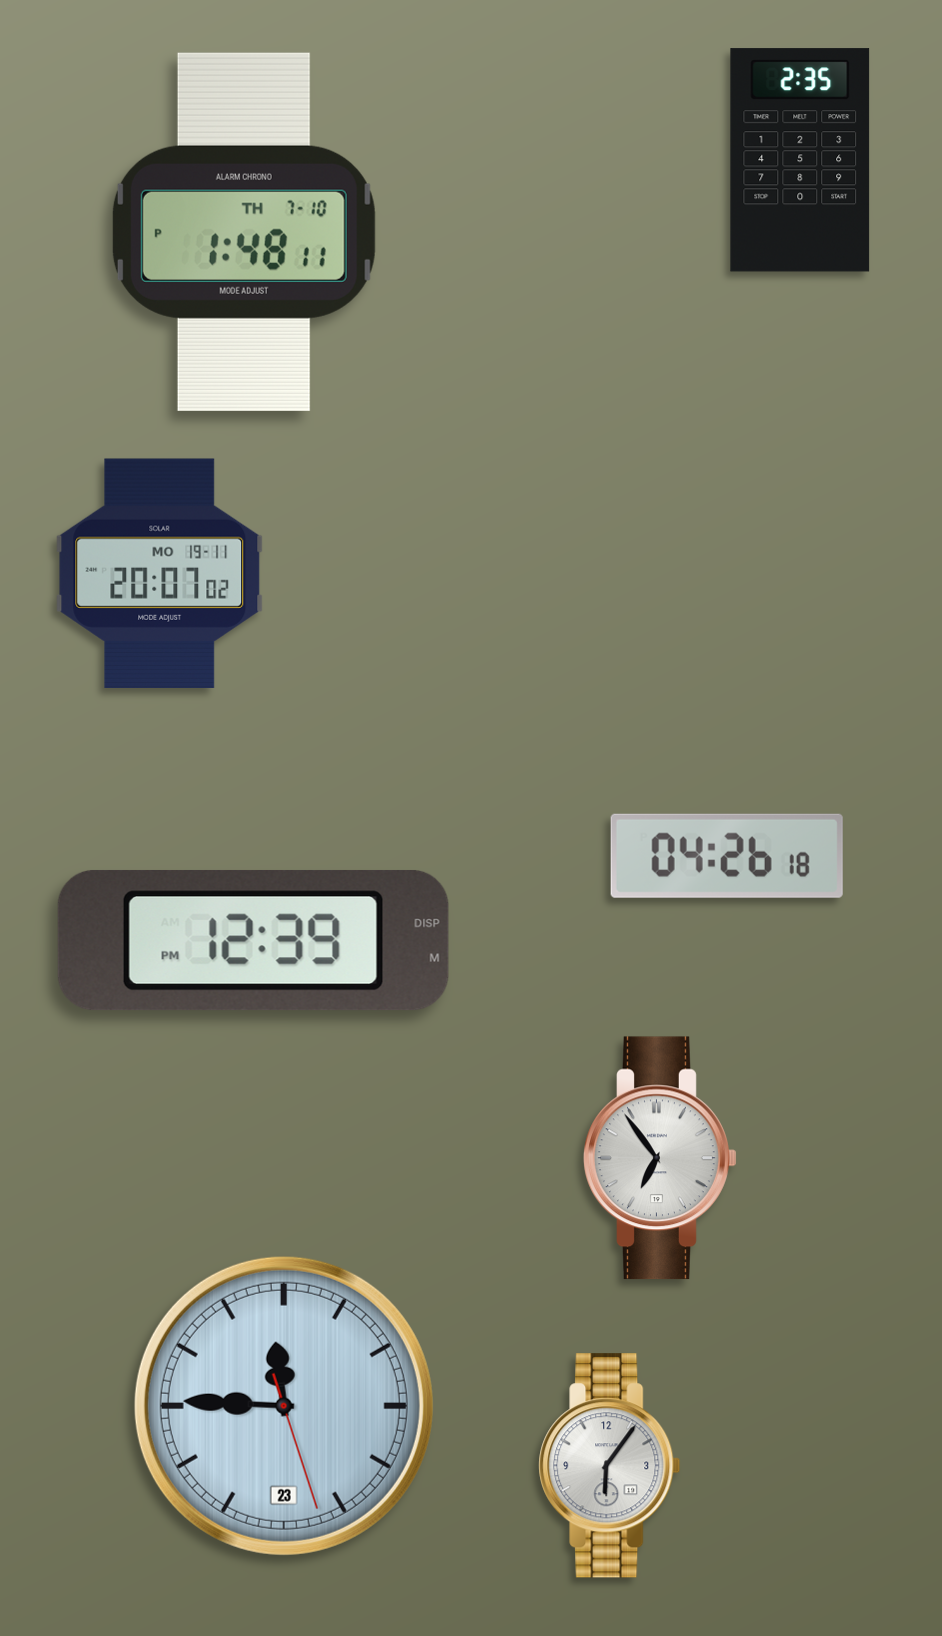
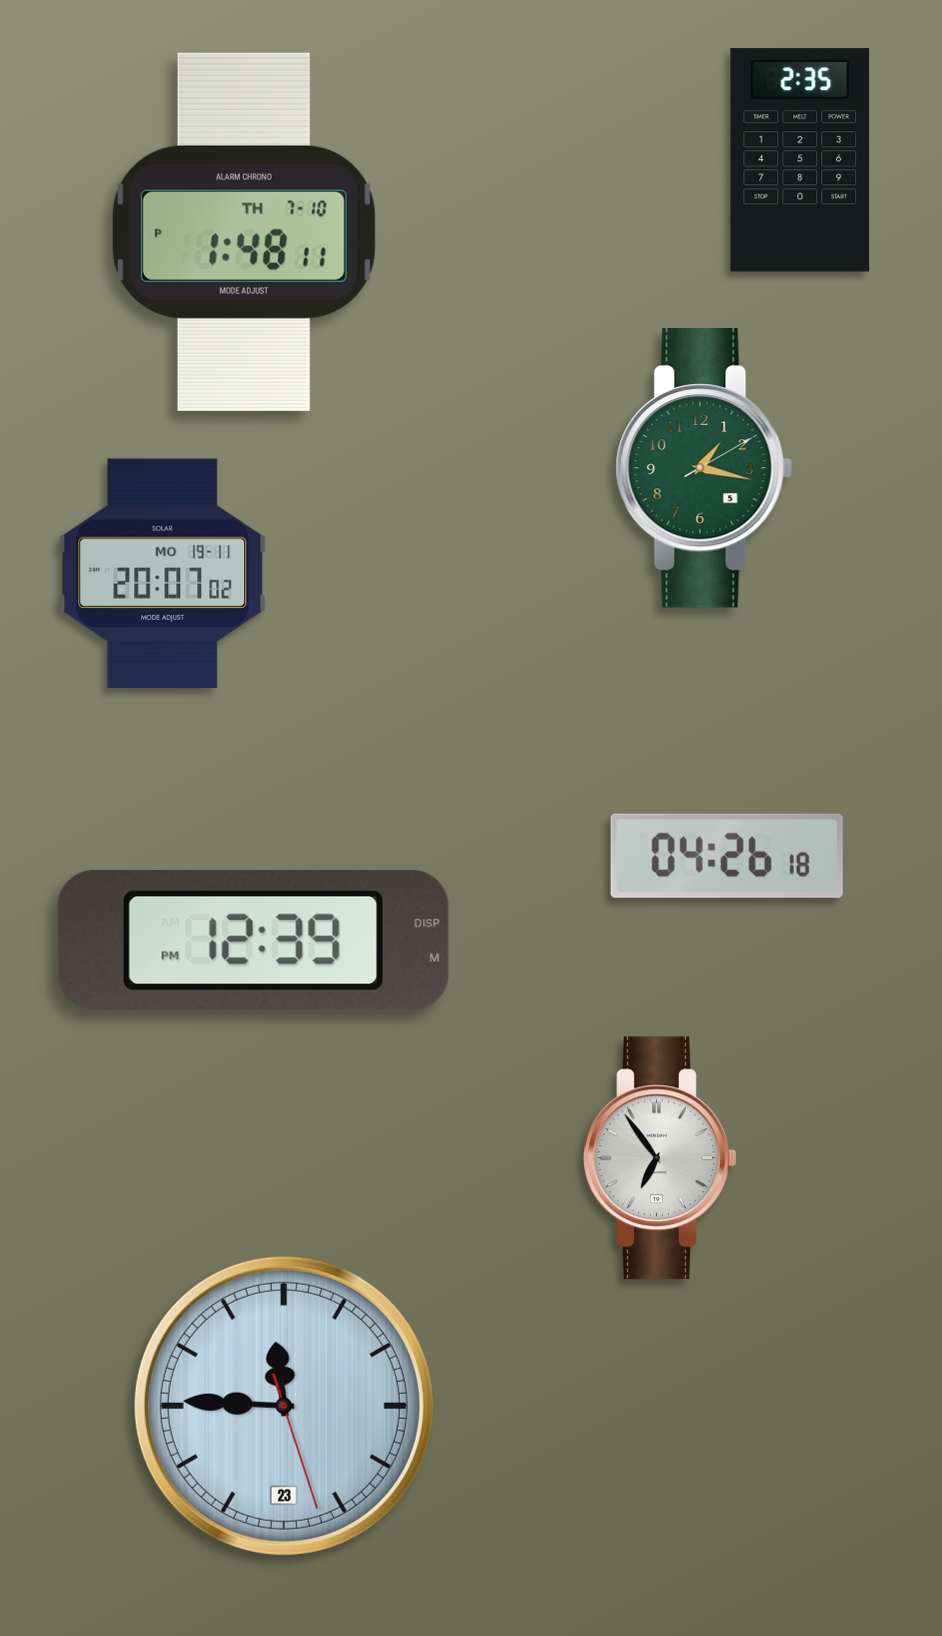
clock at (704, 468): none -> 1:17
clock at (160, 573) position: (160, 573) -> (163, 573)
clock at (610, 1466): 6:06 -> none
